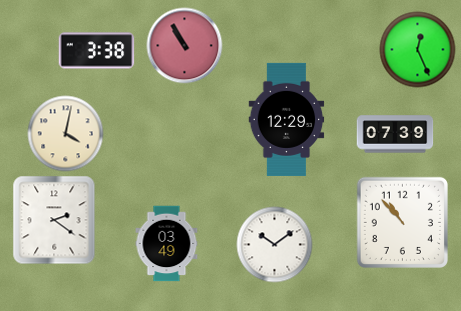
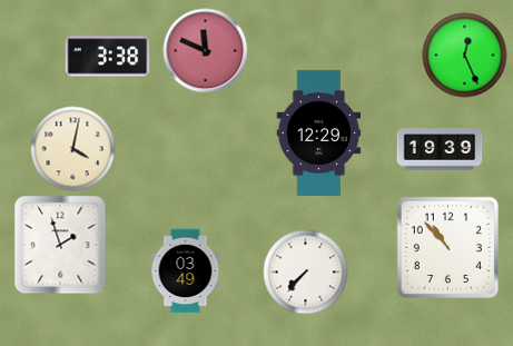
clock at (185, 46): 10:55 -> 11:49
clock at (395, 134): 07:39 -> 19:39
clock at (54, 220): 2:21 -> 1:57
clock at (275, 245): 10:09 -> 7:37
